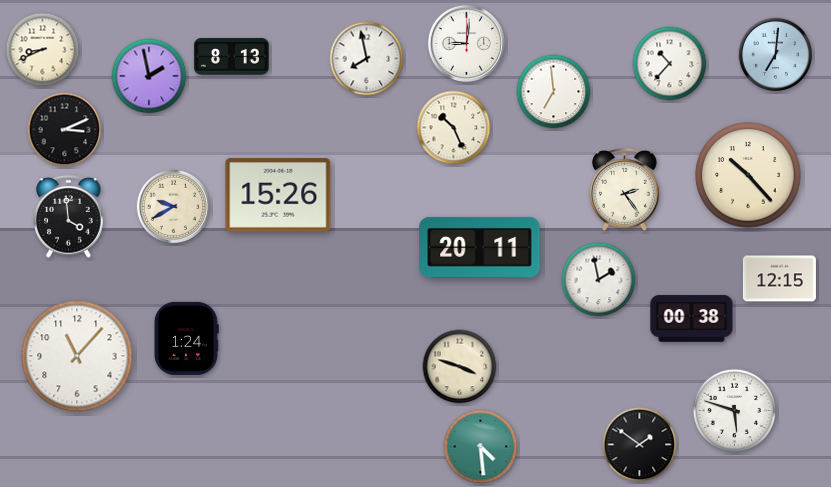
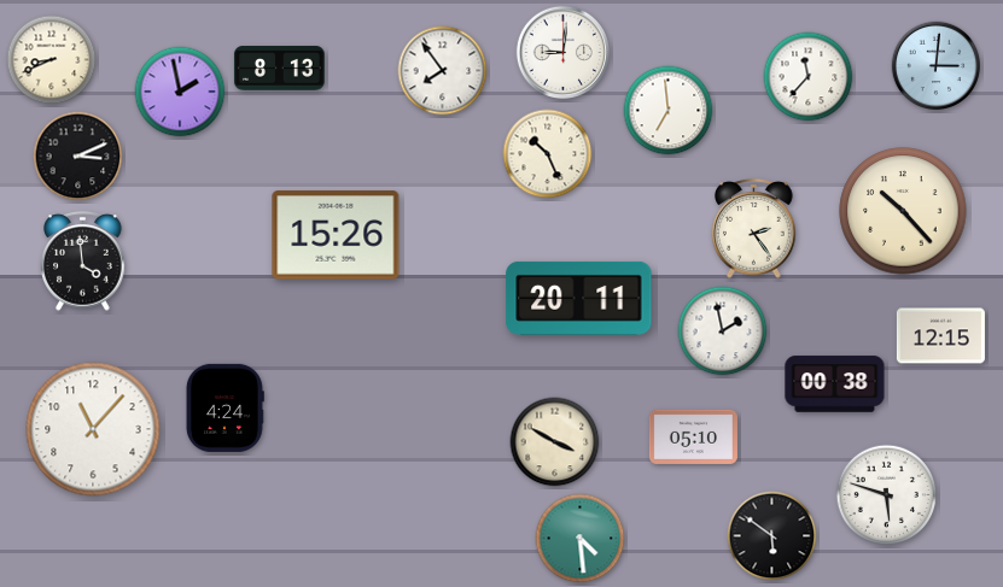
clock at (776, 55): 7:01 -> 3:01
clock at (367, 59): 7:58 -> 7:54
clock at (670, 64): 10:37 -> 11:37
clock at (174, 207): 9:40 -> none
clock at (599, 280) position: (599, 280) -> (723, 331)
clock at (186, 338): 1:24 -> 4:24
clock at (693, 436): none -> 05:10
clock at (460, 367): 3:48 -> 3:50
clock at (640, 445): 1:51 -> 5:51
